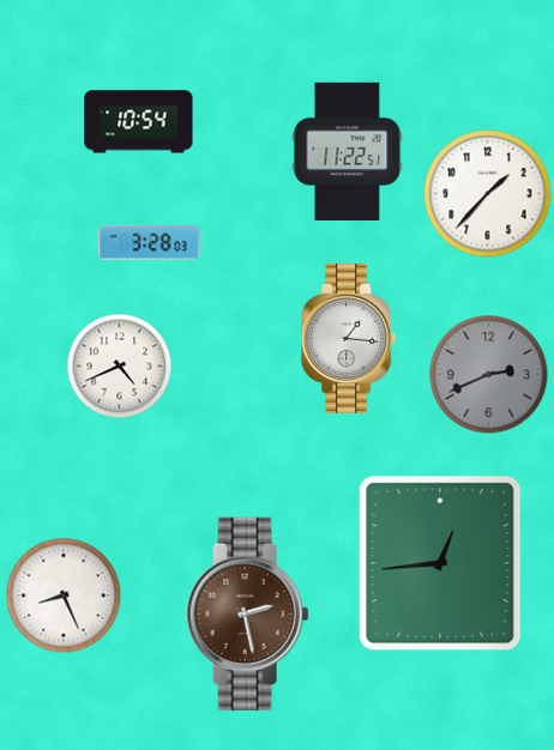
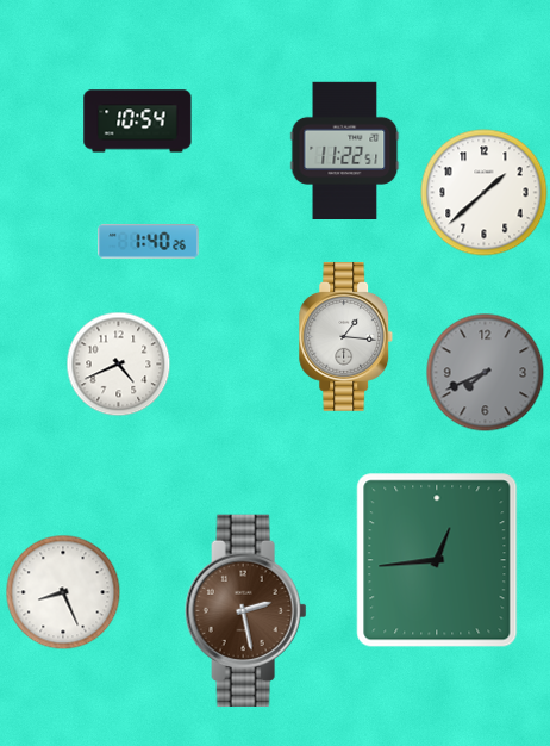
clock at (488, 194): 1:37 -> 1:38
clock at (150, 243): 3:28 -> 1:40
clock at (489, 375): 2:41 -> 7:41
